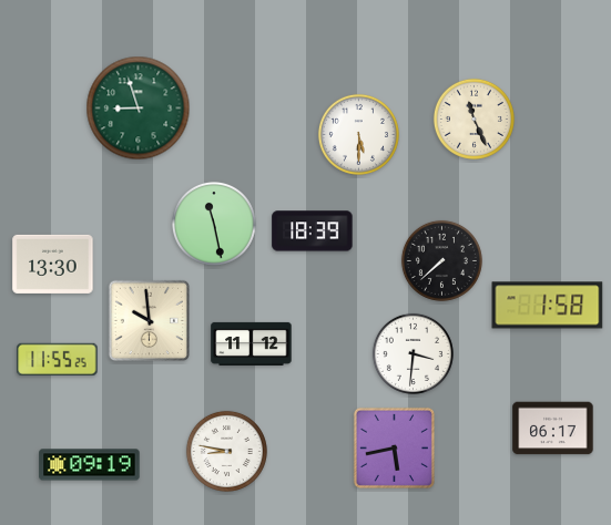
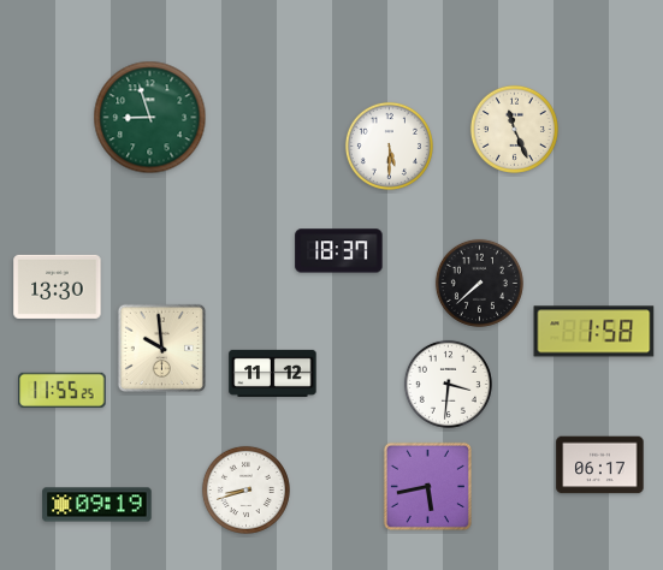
clock at (214, 224): 11:28 -> none
clock at (313, 231): 18:39 -> 18:37
clock at (226, 451): 8:47 -> 8:42
